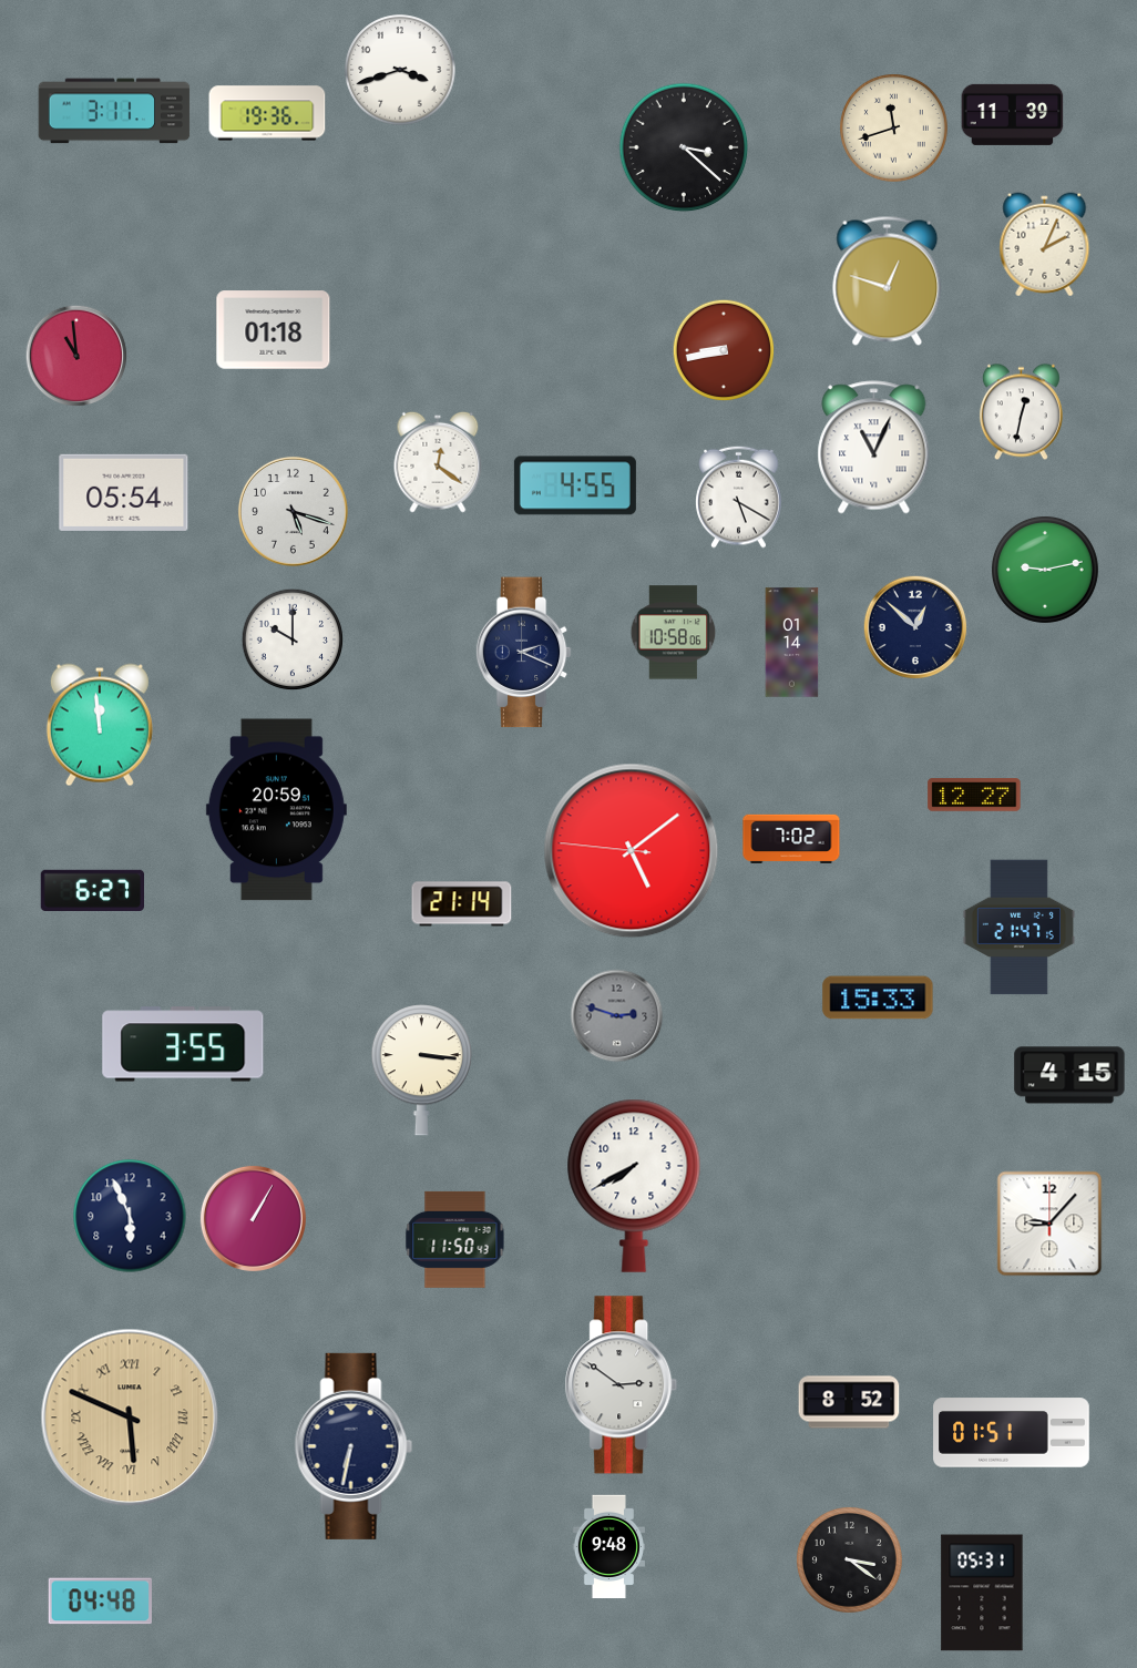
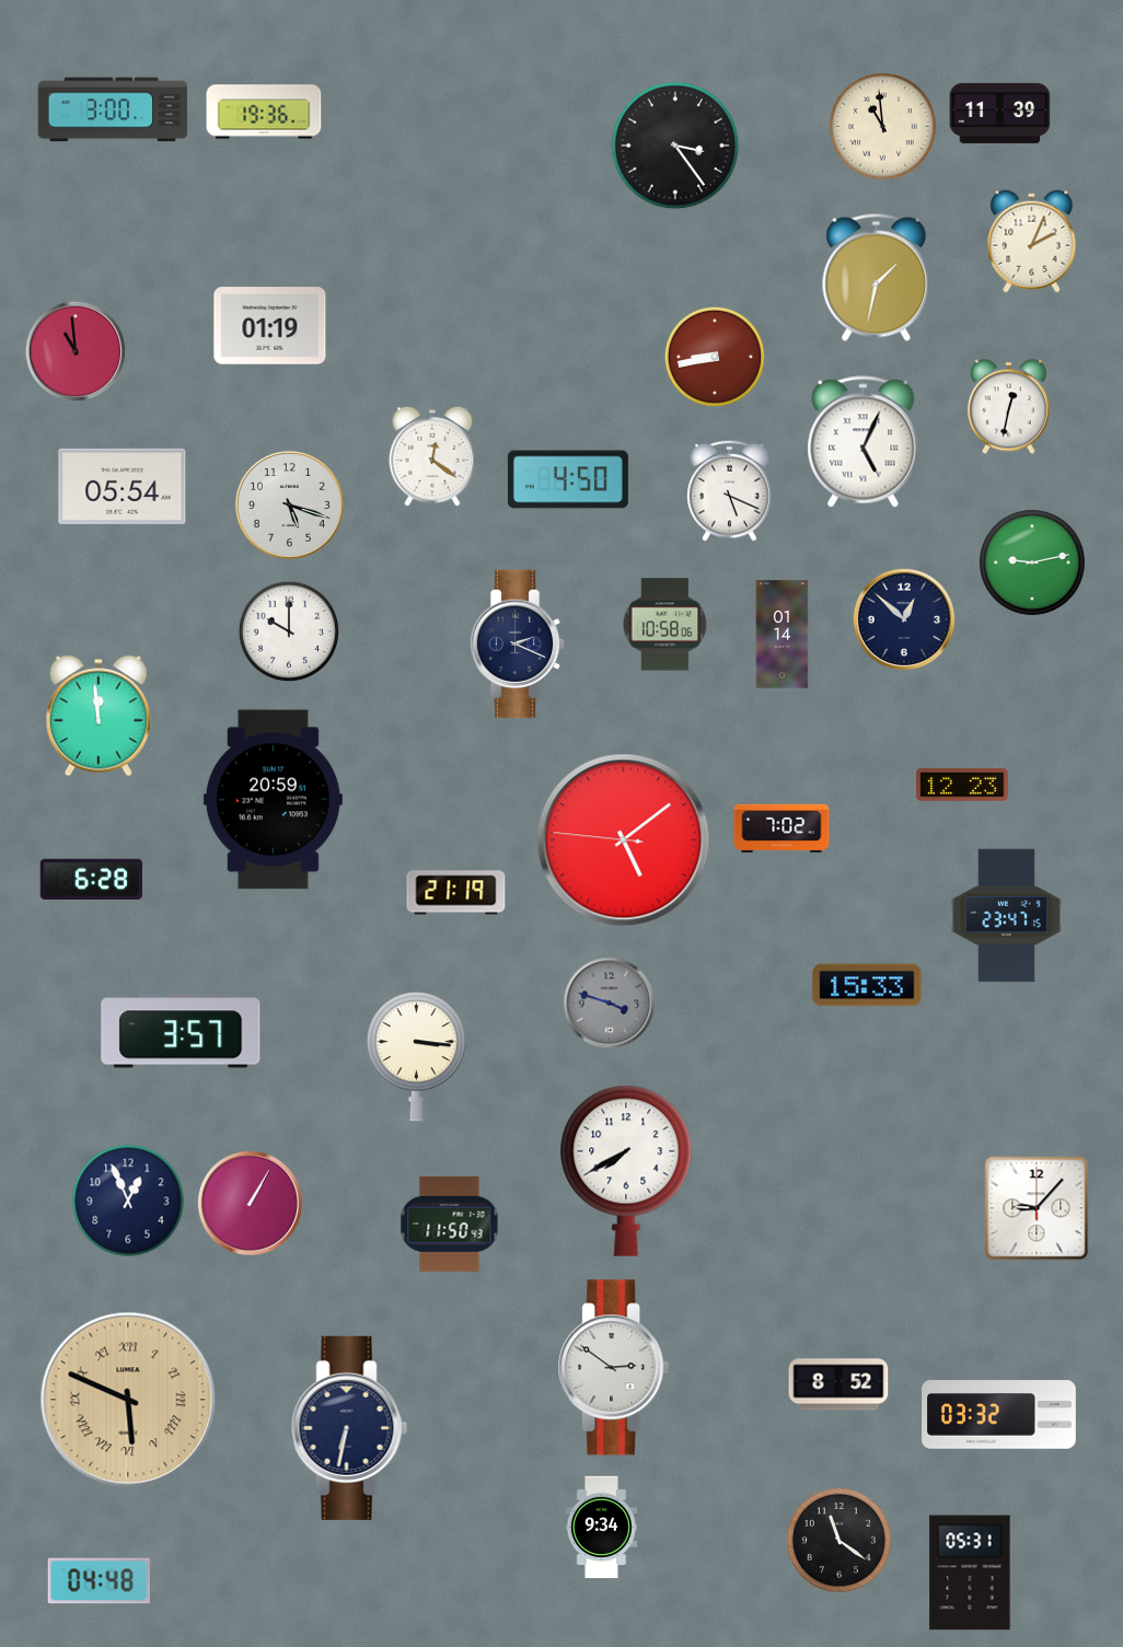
clock at (400, 70): 3:42 -> none
clock at (114, 111): 3:11 -> 3:00
clock at (894, 129): 11:42 -> 10:59
clock at (684, 147): 3:22 -> 3:24
clock at (888, 280): 12:48 -> 1:32
clock at (274, 330): 01:18 -> 01:19
clock at (724, 350) position: (724, 350) -> (715, 357)
clock at (874, 448): 11:04 -> 5:04
clock at (575, 485): 4:55 -> 4:50
clock at (739, 497): 5:20 -> 5:19
clock at (974, 795): 12:27 -> 12:23
clock at (92, 890): 6:27 -> 6:28
clock at (462, 904): 21:14 -> 21:19
clock at (1018, 928): 21:47 -> 23:47
clock at (617, 1016): 2:48 -> 3:48
clock at (183, 1044): 3:55 -> 3:57
clock at (1069, 1075): 4:15 -> none
clock at (130, 1216): 5:56 -> 12:56
clock at (1012, 1433): 01:51 -> 03:32
clock at (608, 1547): 9:48 -> 9:34
clock at (849, 1559): 3:21 -> 11:21
